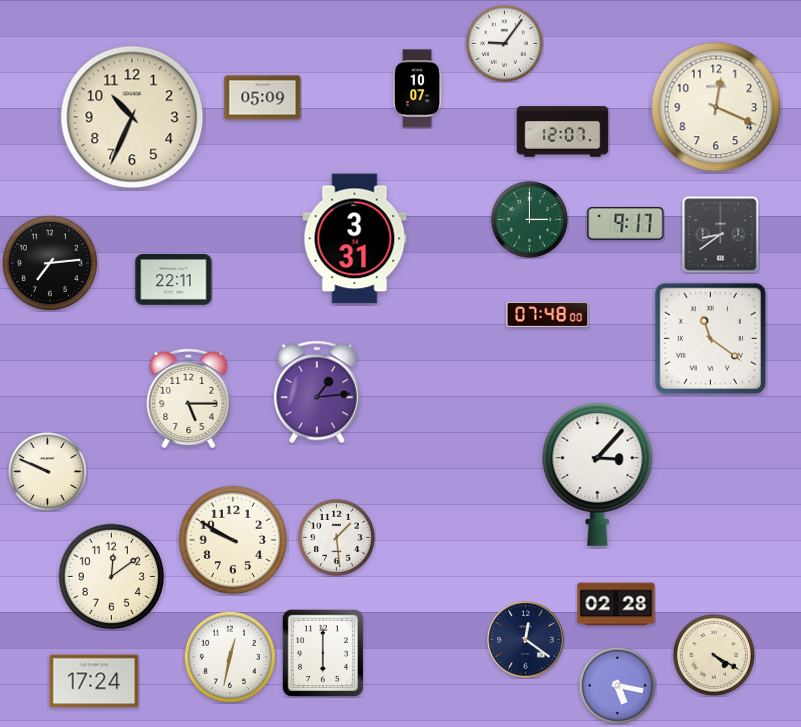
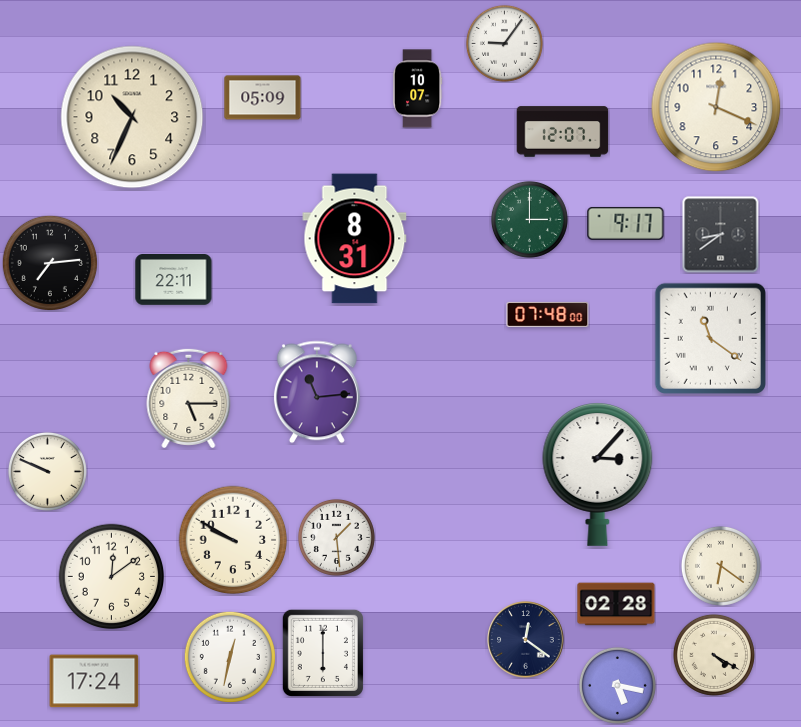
clock at (355, 239): 3:31 -> 8:31
clock at (317, 392): 1:14 -> 11:14
clock at (721, 566): none -> 6:21
